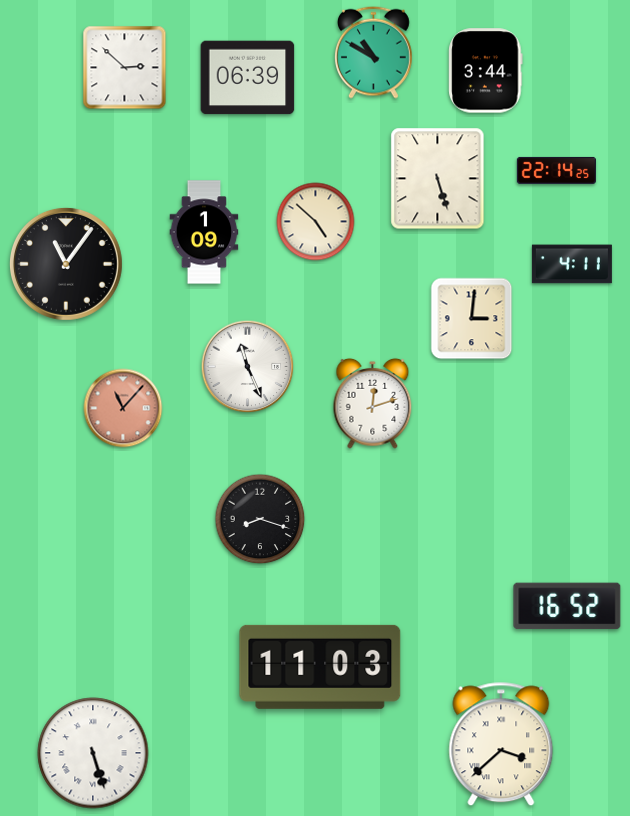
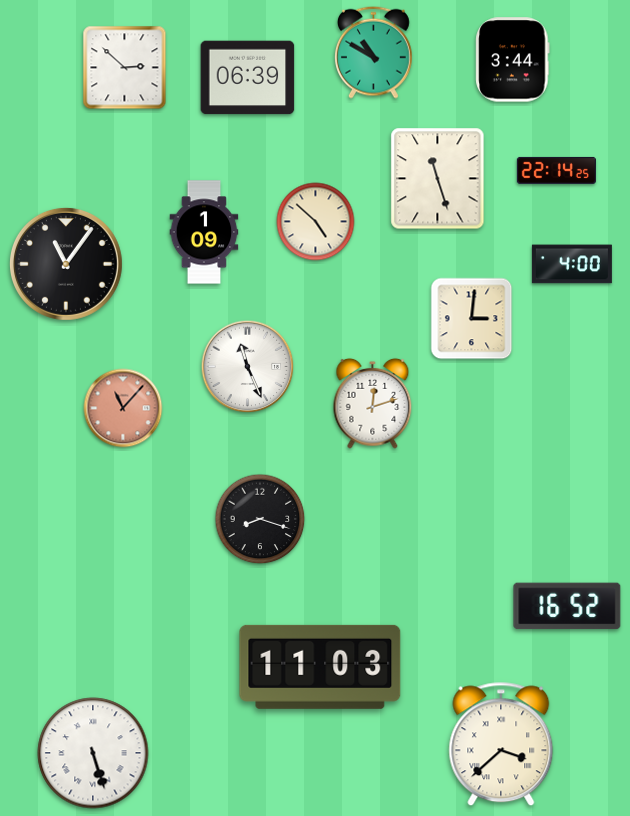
clock at (486, 71) position: (486, 71) -> (513, 60)
clock at (438, 179): 5:27 -> 11:27
clock at (572, 264): 4:11 -> 4:00
